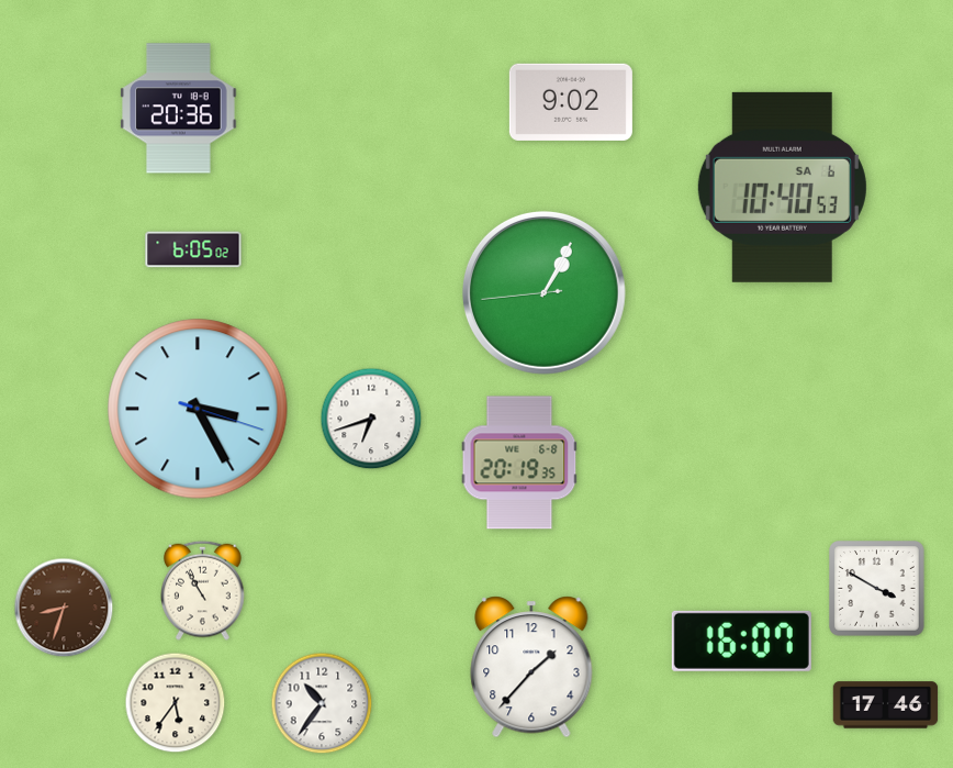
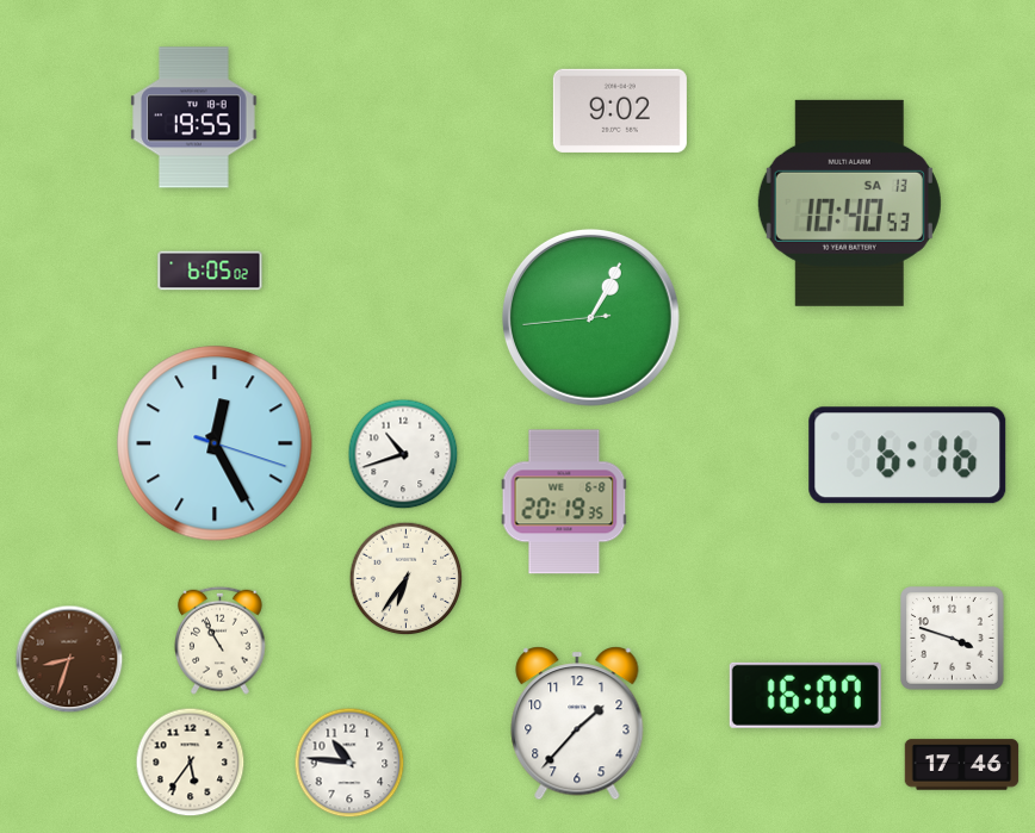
clock at (179, 109): 20:36 -> 19:55
clock at (782, 187) date: SA 6 -> SA 13
clock at (198, 409): 3:25 -> 12:25
clock at (371, 419): 6:42 -> 10:42
clock at (907, 455): none -> 6:16
clock at (407, 579): none -> 6:36
clock at (877, 589): 3:50 -> 3:48
clock at (322, 703): 10:36 -> 10:46
